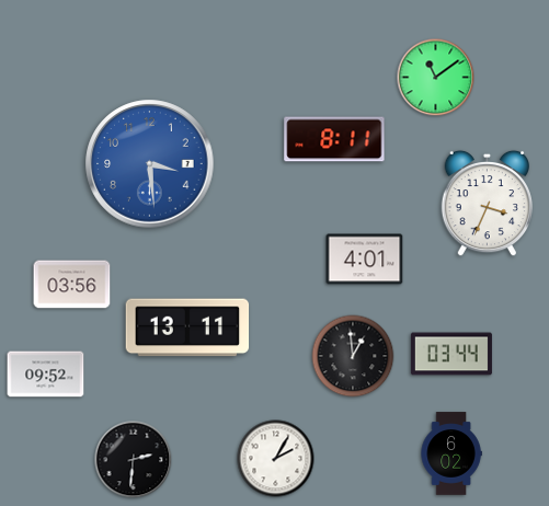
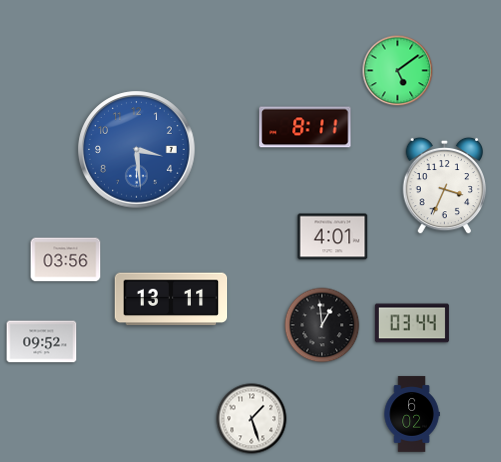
clock at (436, 78): 11:09 -> 5:09
clock at (276, 459): 2:05 -> 1:27
clock at (134, 460): 2:31 -> none
